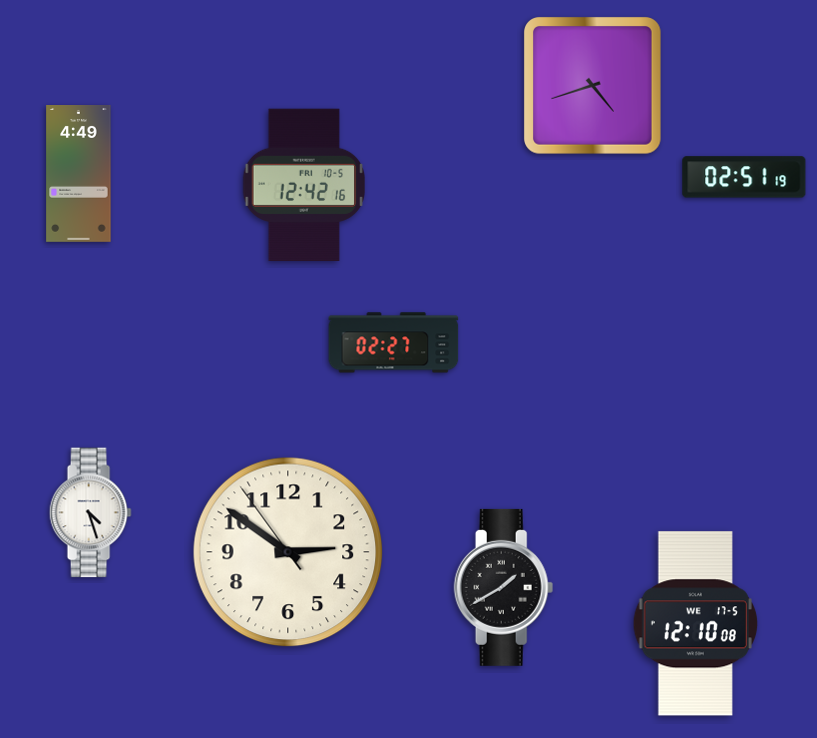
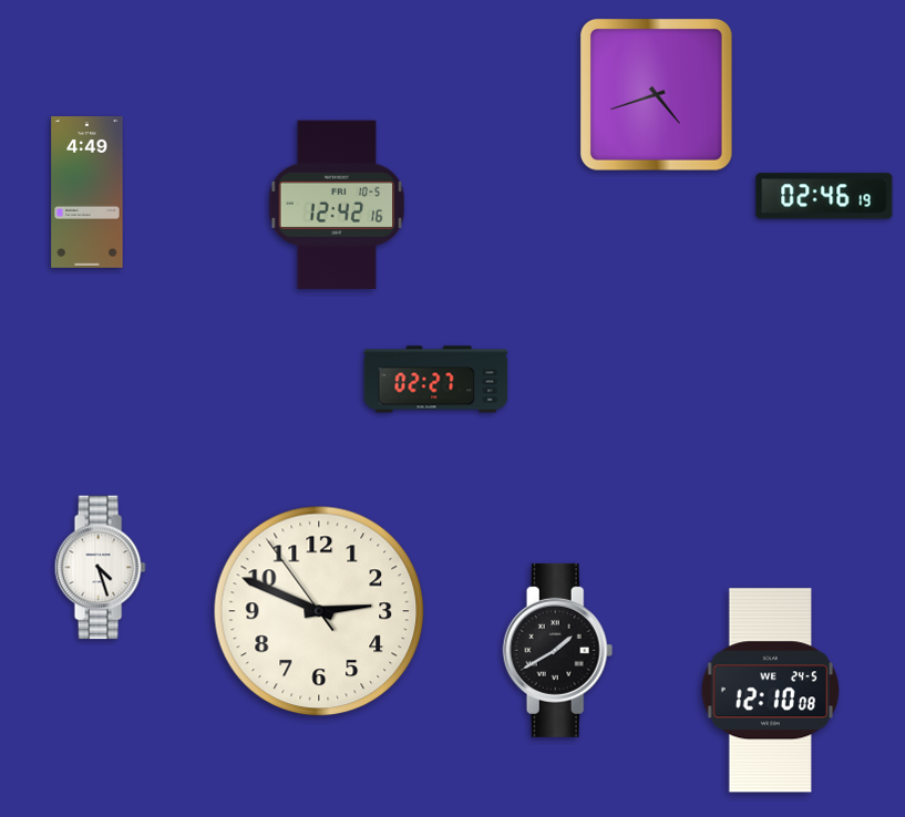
clock at (744, 177): 02:51 -> 02:46
clock at (288, 552): 2:50 -> 2:48
clock at (695, 624) date: WE 17-5 -> WE 24-5
